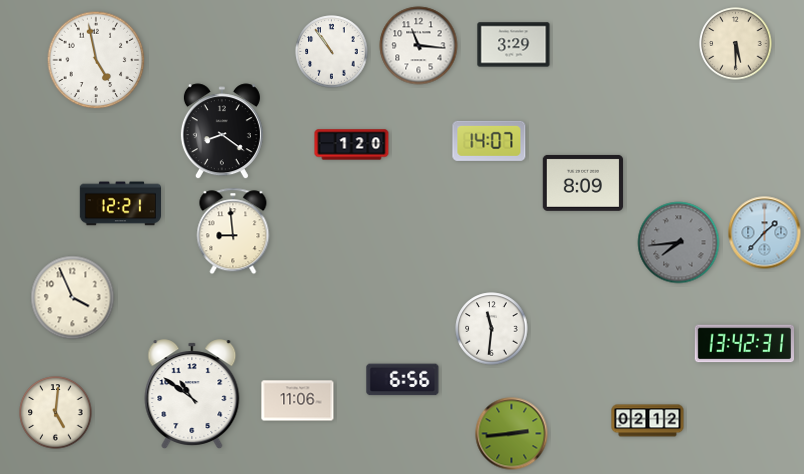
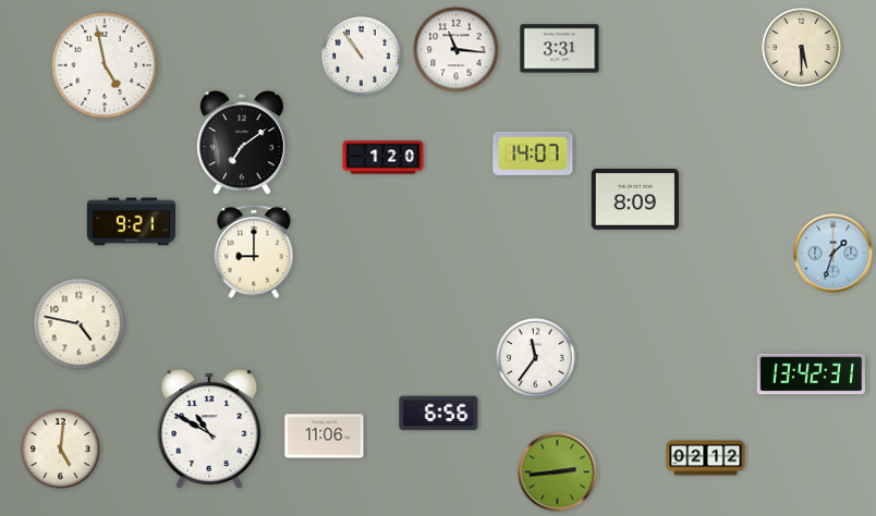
clock at (514, 45): 3:29 -> 3:31
clock at (222, 132): 8:21 -> 7:09
clock at (120, 204): 12:21 -> 9:21
clock at (233, 231): 8:59 -> 9:00
clock at (765, 233): 1:37 -> 1:33
clock at (679, 243): 7:44 -> none
clock at (73, 298): 3:56 -> 4:47
clock at (492, 329): 11:31 -> 11:36
clock at (192, 394): 10:51 -> 10:50
